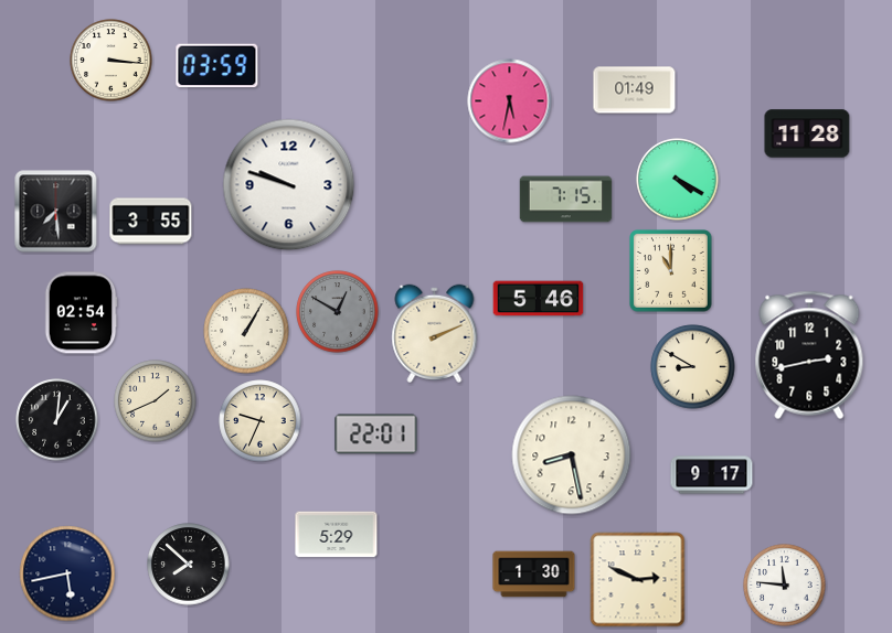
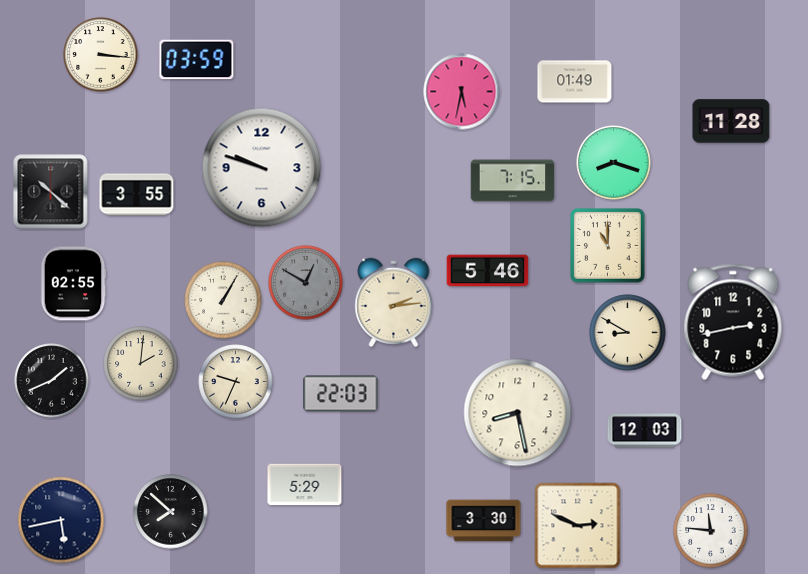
clock at (678, 180): 4:20 -> 8:18
clock at (56, 212): 7:29 -> 10:22
clock at (151, 222) position: (151, 222) -> (137, 195)
clock at (81, 313): 02:54 -> 02:55
clock at (435, 333): 2:11 -> 2:14
clock at (156, 401): 1:41 -> 2:01
clock at (57, 420): 1:01 -> 1:41
clock at (376, 434): 22:01 -> 22:03
clock at (712, 475): 9:17 -> 12:03
clock at (534, 575): 1:30 -> 3:30
